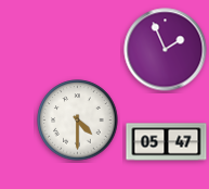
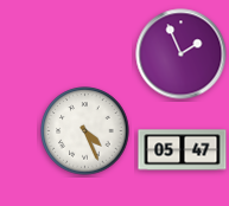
clock at (78, 121): 4:30 -> 4:26
clock at (167, 142) position: (167, 142) -> (183, 150)
